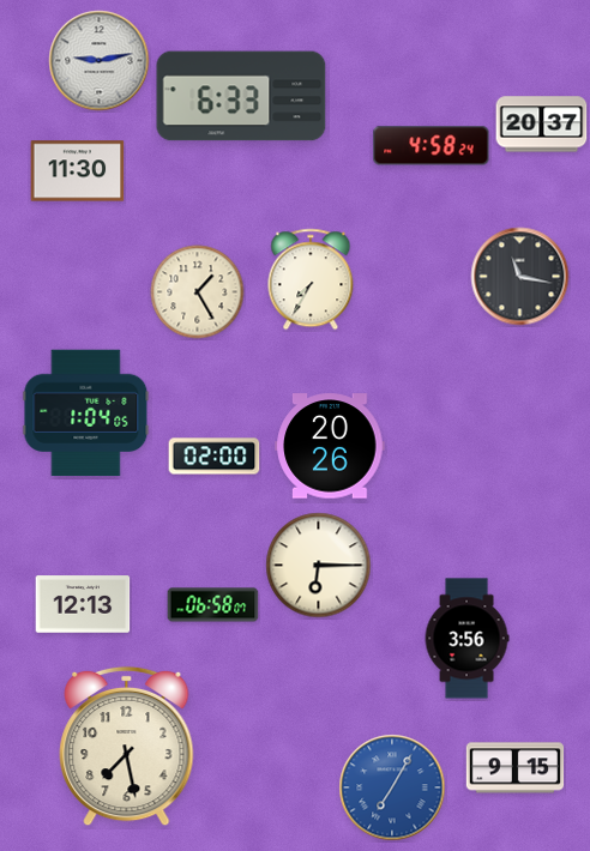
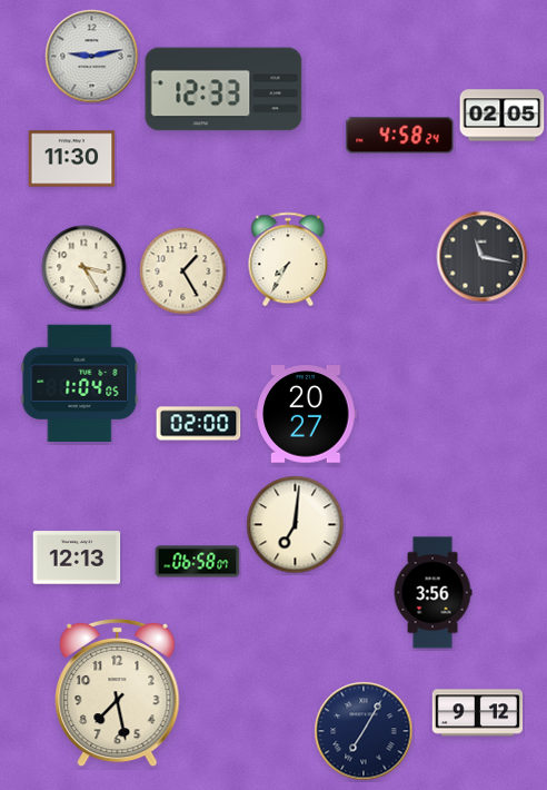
clock at (241, 96): 6:33 -> 12:33
clock at (542, 125): 20:37 -> 02:05
clock at (84, 268): none -> 3:25
clock at (330, 446): 20:26 -> 20:27
clock at (319, 566): 6:15 -> 7:01
clock at (83, 604) position: (83, 604) -> (77, 557)
clock at (516, 768): 9:15 -> 9:12
clock at (392, 787) dial: blue -> navy
